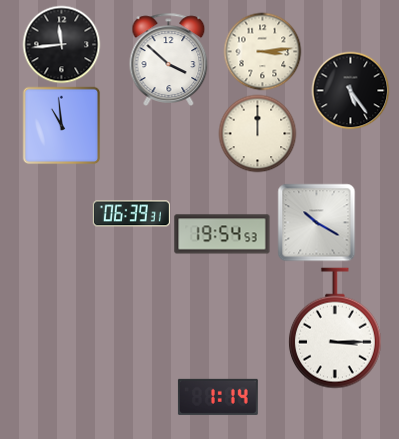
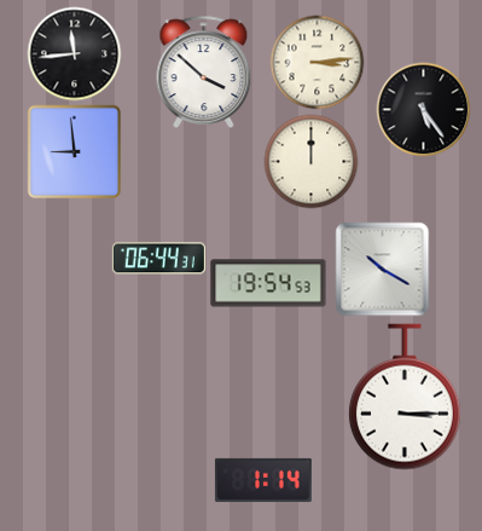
clock at (61, 125): 10:59 -> 8:59
clock at (131, 214): 06:39 -> 06:44
